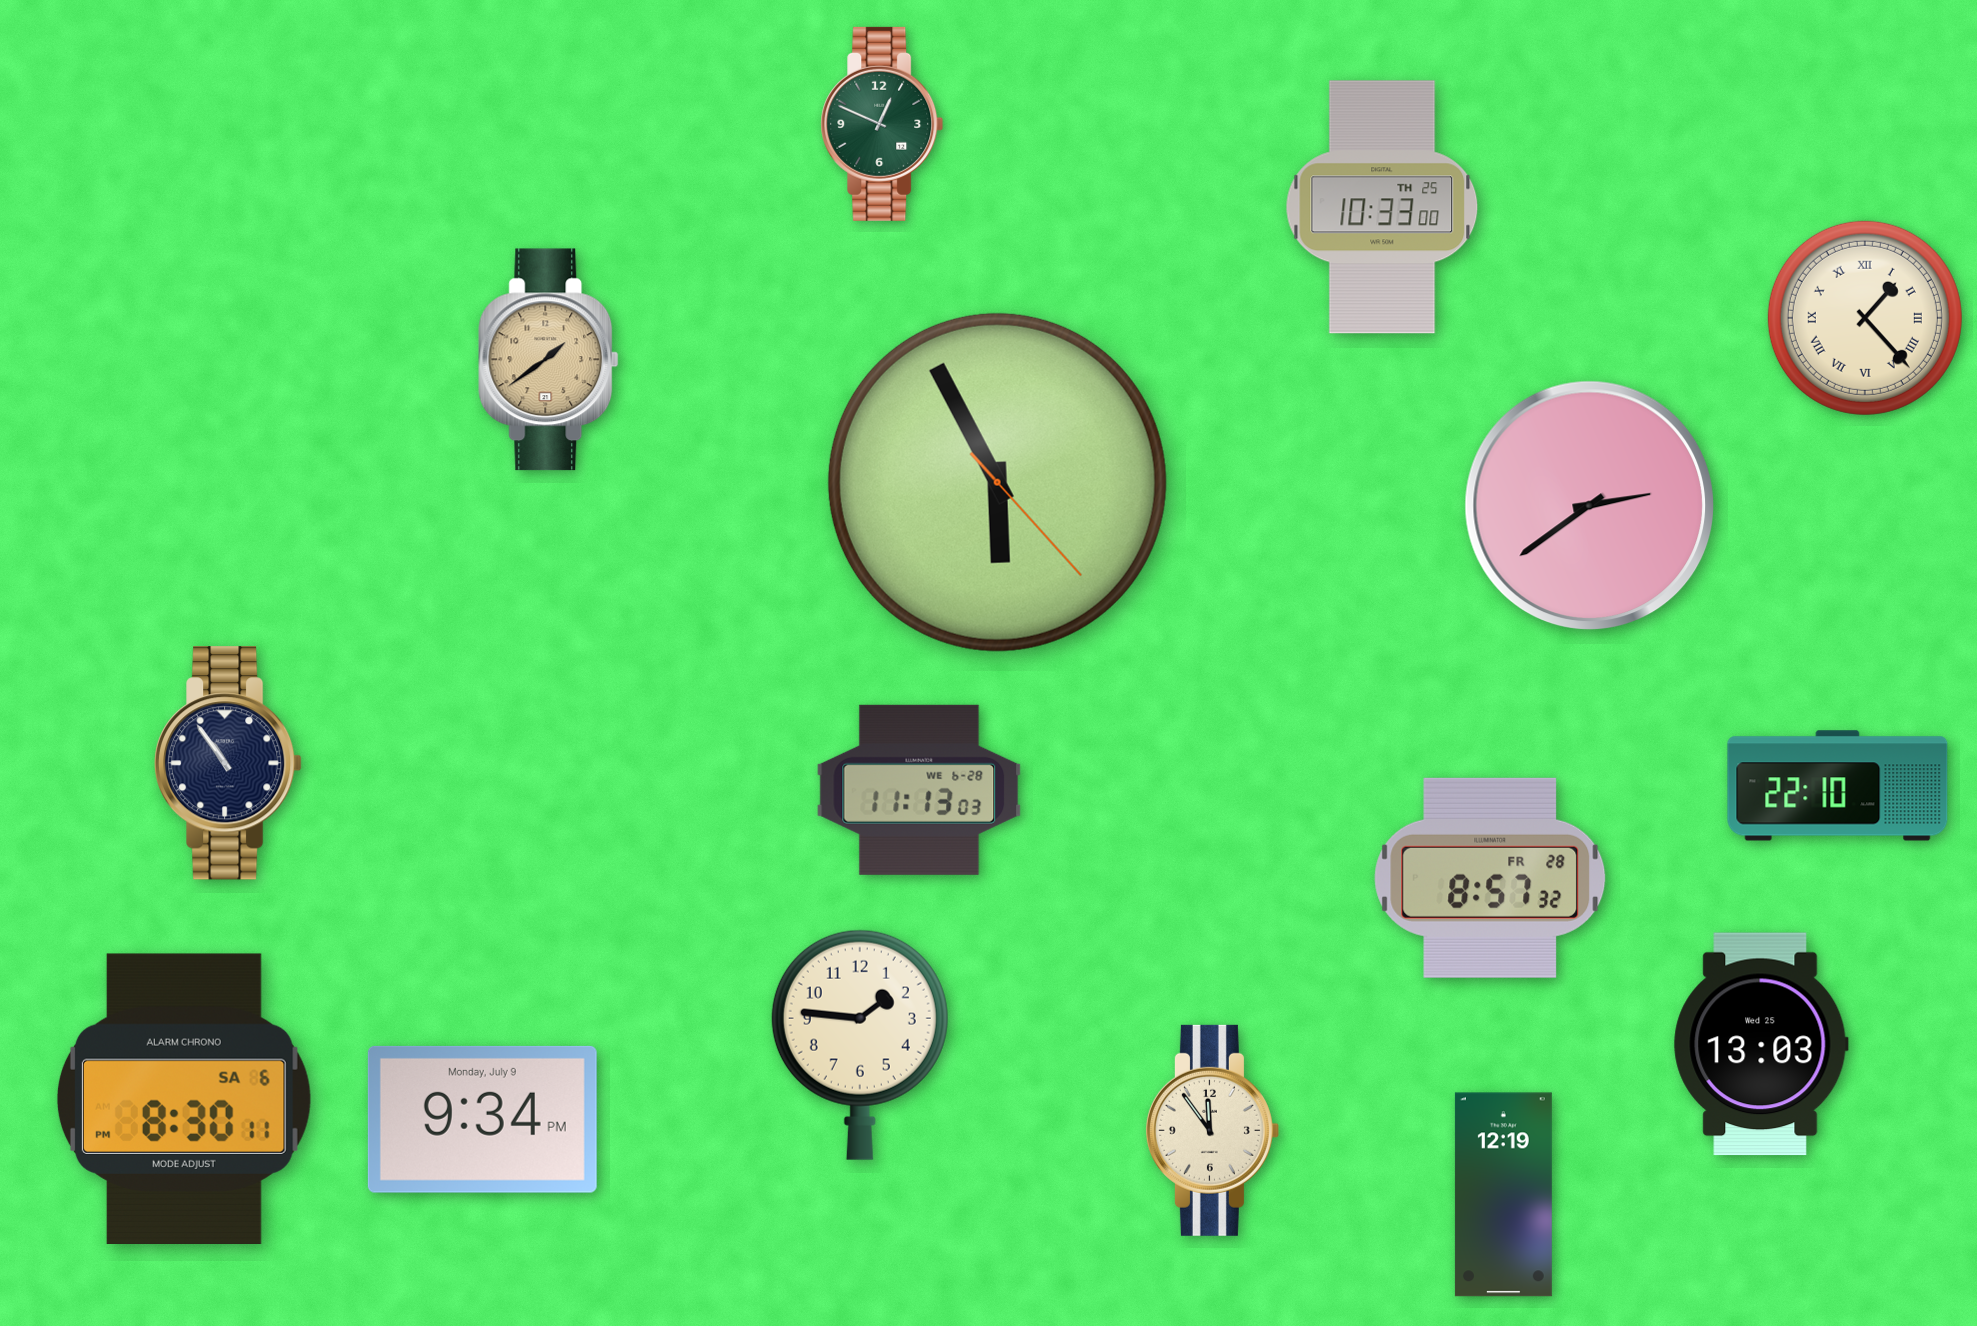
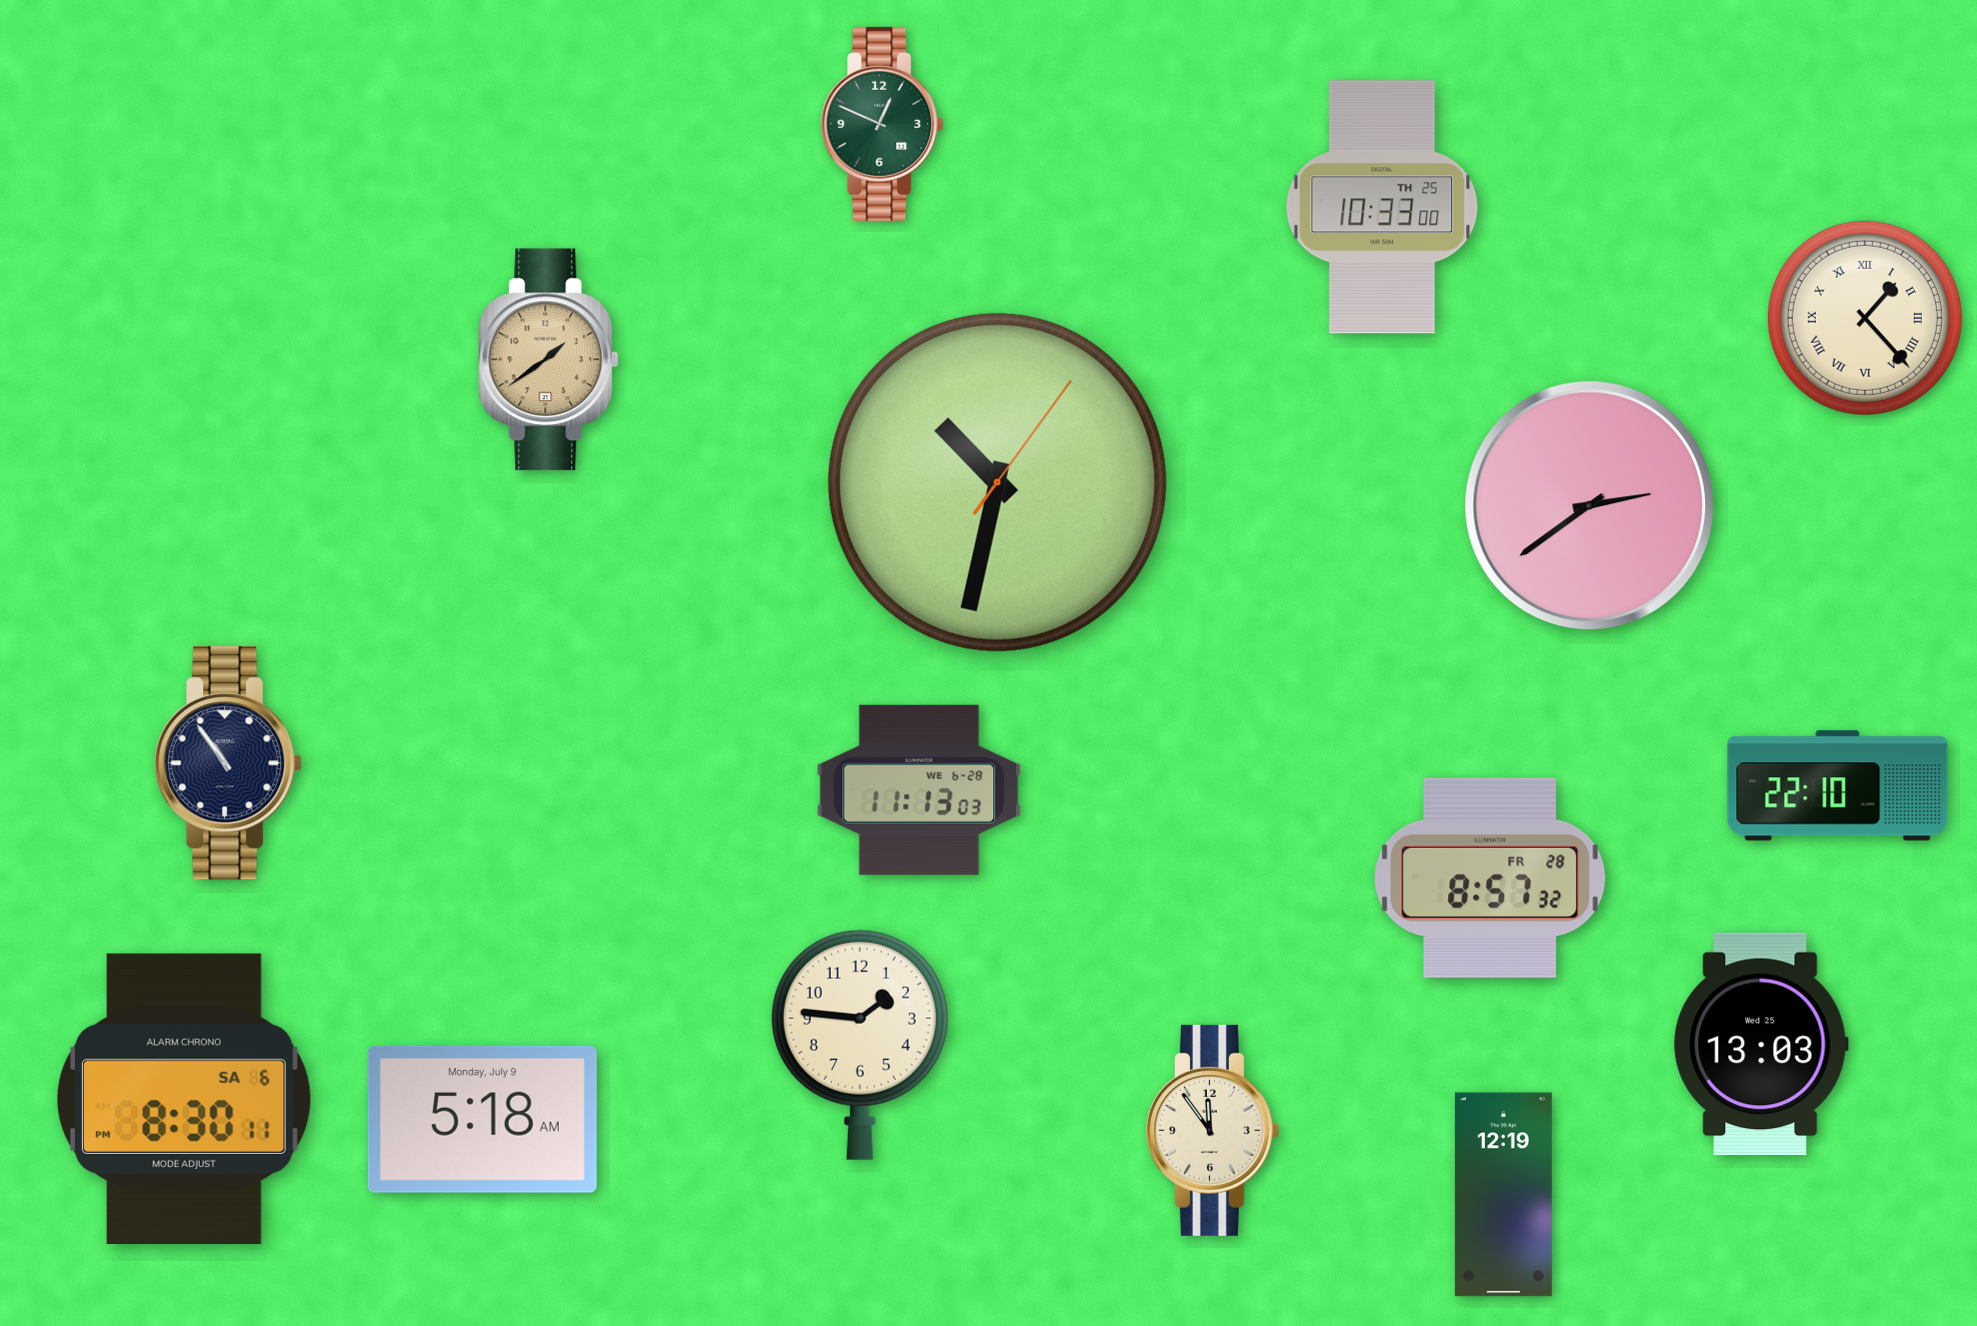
clock at (997, 482): 5:55 -> 10:32
clock at (482, 1119): 9:34 -> 5:18
